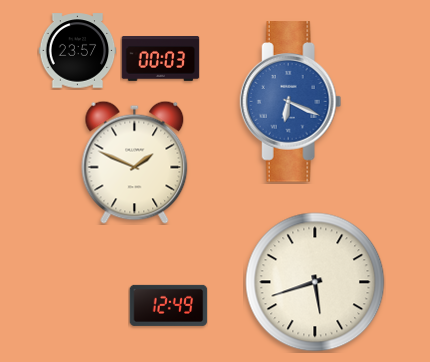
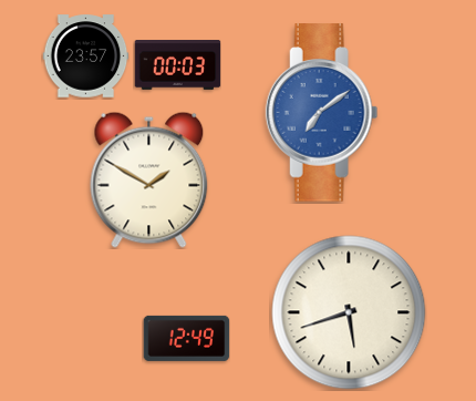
clock at (291, 102): 6:19 -> 7:09
clock at (135, 162): 1:49 -> 1:50
